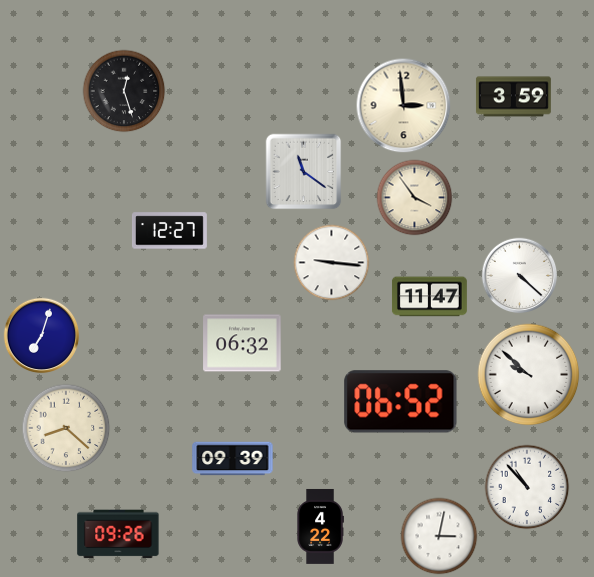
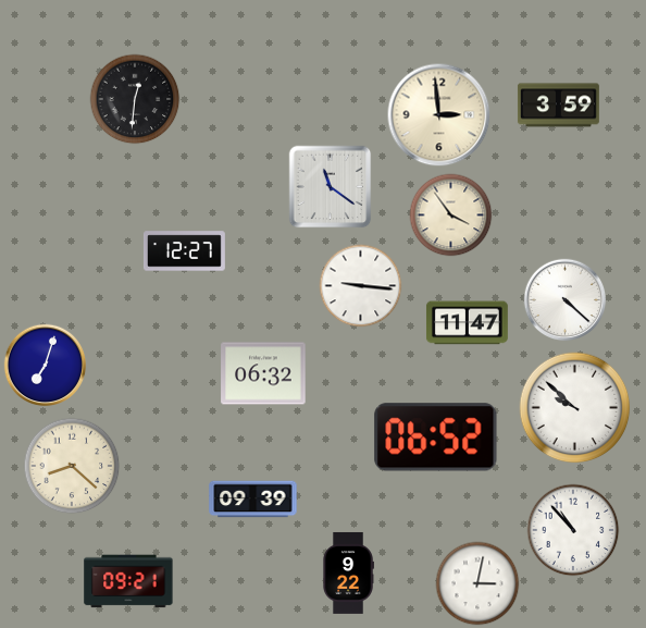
clock at (124, 91): 12:27 -> 12:31
clock at (320, 526): 4:22 -> 9:22
clock at (118, 534): 09:26 -> 09:21
